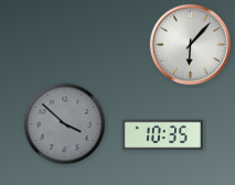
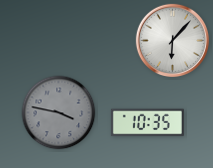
clock at (65, 124): 3:52 -> 3:47
